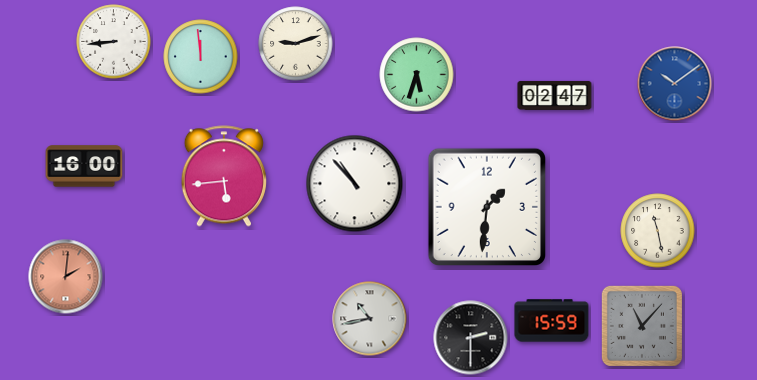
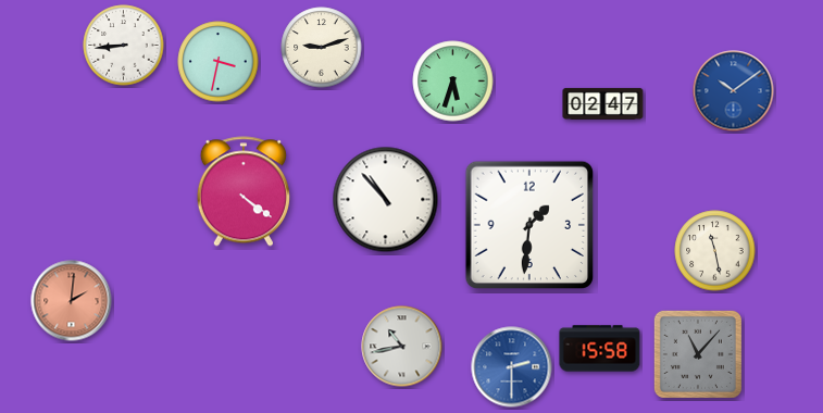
clock at (201, 57): 11:59 -> 3:32
clock at (84, 166): 16:00 -> none
clock at (224, 176): 5:44 -> 4:21
clock at (552, 321): 15:59 -> 15:58
clock at (471, 338) dial: black -> blue
